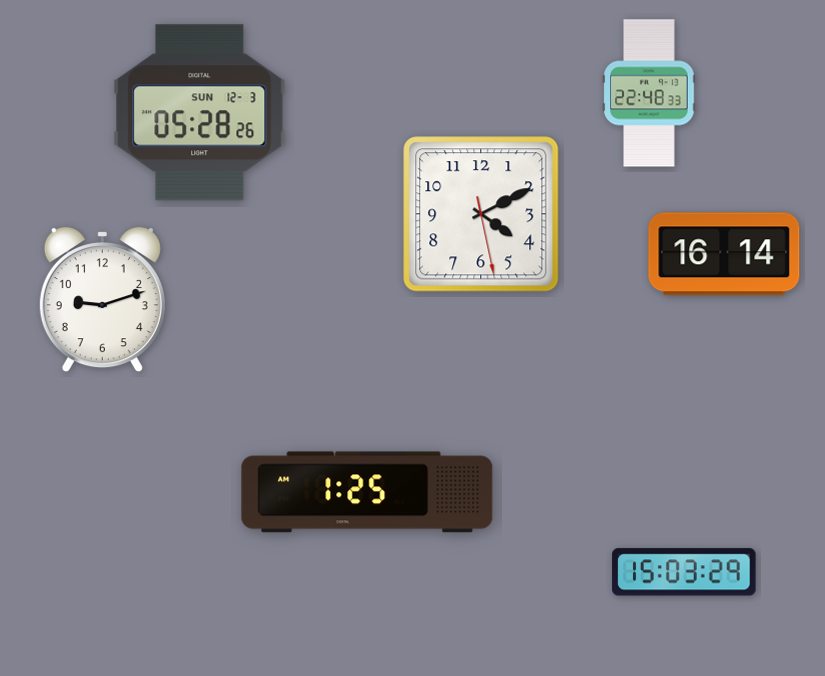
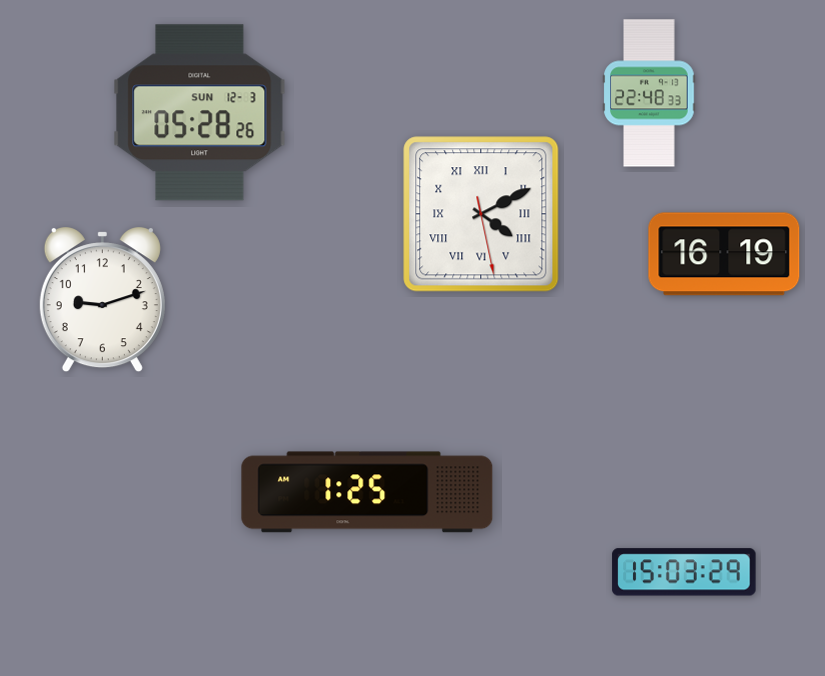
clock at (481, 214) numerals: Arabic -> Roman
clock at (724, 254): 16:14 -> 16:19
